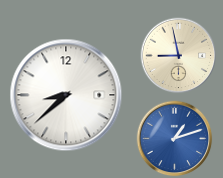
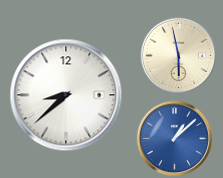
clock at (179, 56): 8:58 -> 5:58
clock at (175, 139): 1:12 -> 1:08
